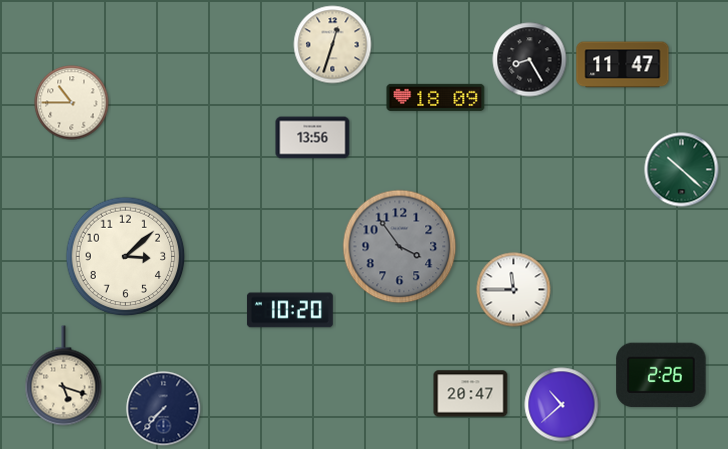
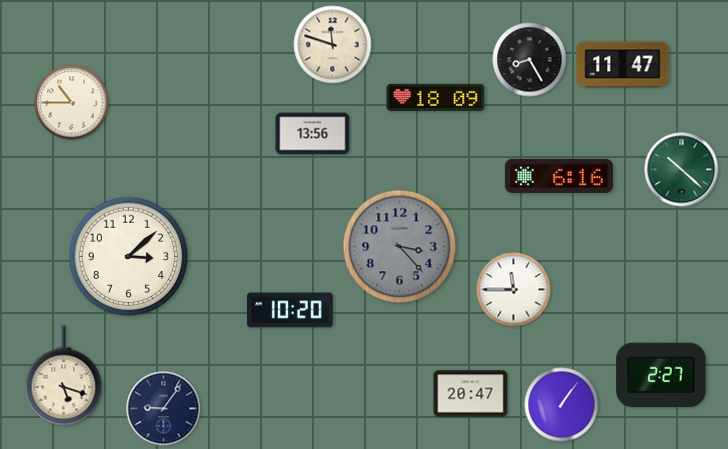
clock at (333, 45): 12:33 -> 11:48
clock at (313, 138) position: (313, 138) -> (313, 134)
clock at (559, 176): none -> 6:16
clock at (400, 247): 3:54 -> 3:23
clock at (126, 257) position: (126, 257) -> (129, 257)
clock at (661, 375): 2:26 -> 2:27
clock at (562, 405): 10:38 -> 1:06
clock at (164, 409): 7:37 -> 9:06
